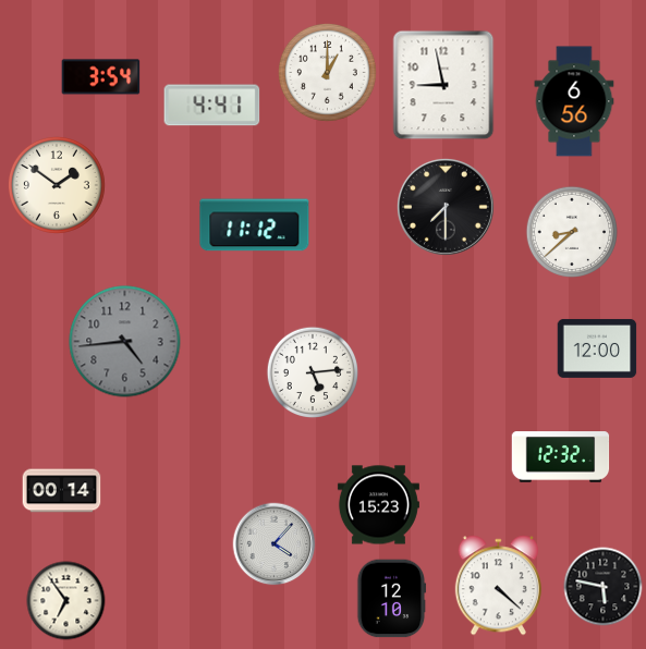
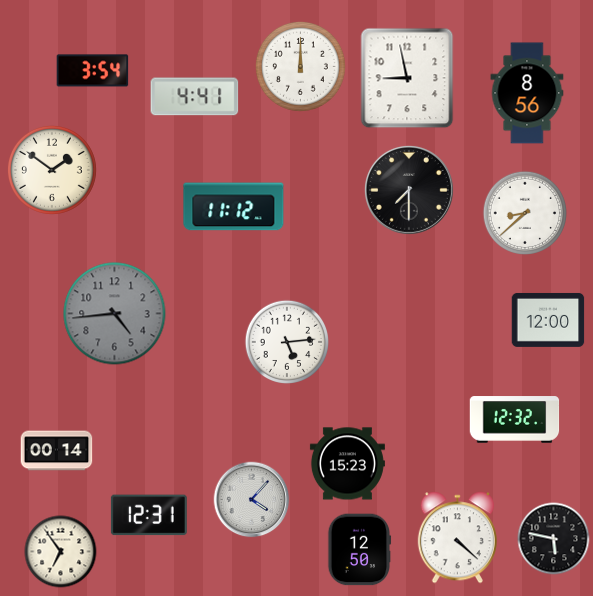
clock at (327, 72): 1:00 -> 12:00
clock at (574, 101): 6:56 -> 8:56
clock at (149, 515): none -> 12:31
clock at (391, 599): 12:10 -> 12:50
